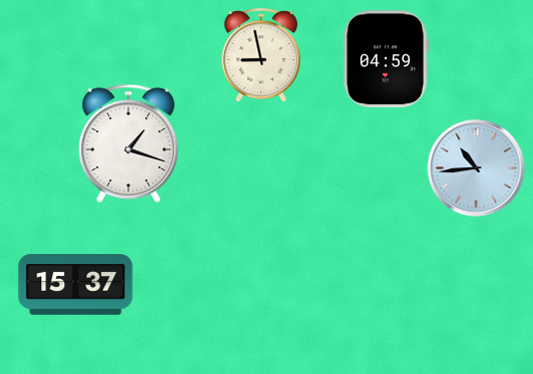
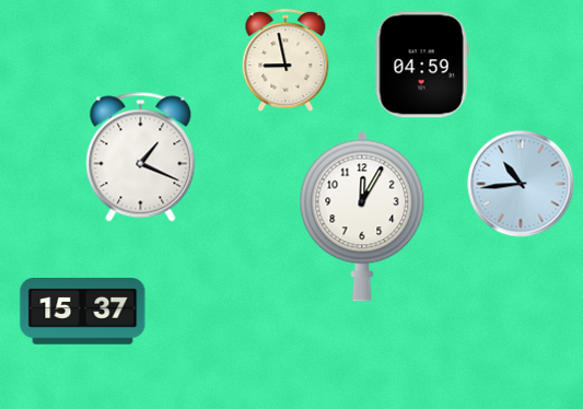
clock at (129, 144): 1:18 -> 1:19
clock at (362, 217): none -> 12:05
